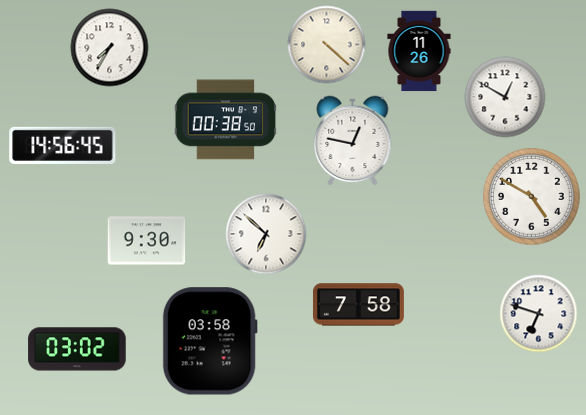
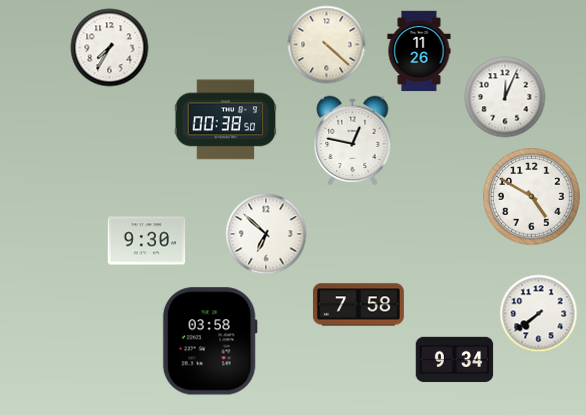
clock at (505, 97): 12:50 -> 12:04
clock at (63, 145): 14:56 -> none
clock at (538, 313): 6:48 -> 7:39
clock at (77, 349): 03:02 -> none
clock at (454, 360): none -> 9:34
